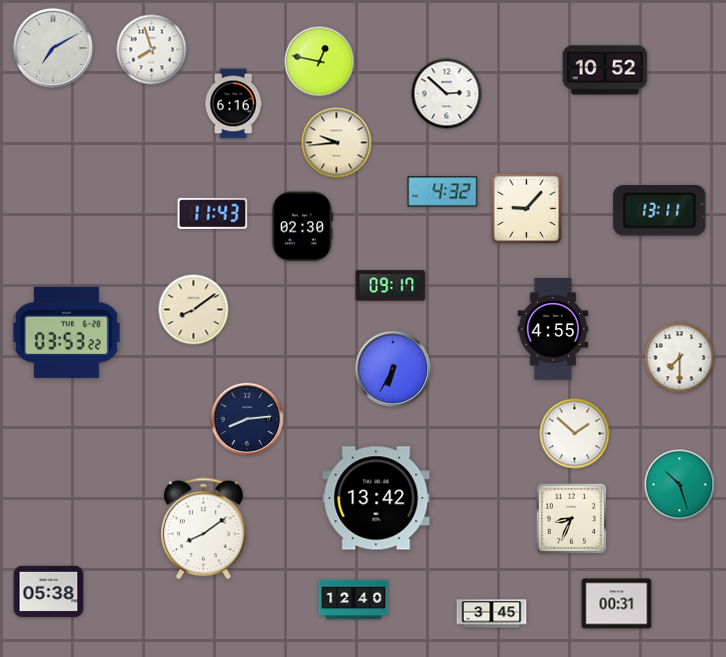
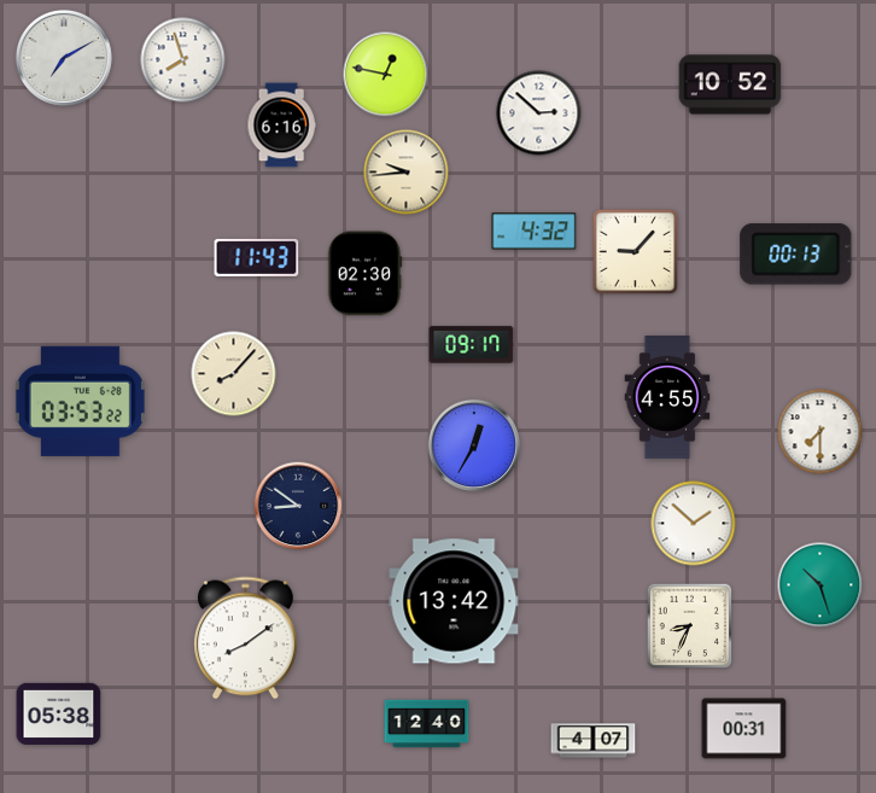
clock at (660, 211): 13:11 -> 00:13
clock at (194, 310): 8:09 -> 8:07
clock at (392, 368): 6:35 -> 12:35
clock at (247, 419): 8:14 -> 8:51
clock at (492, 614): 3:45 -> 4:07
